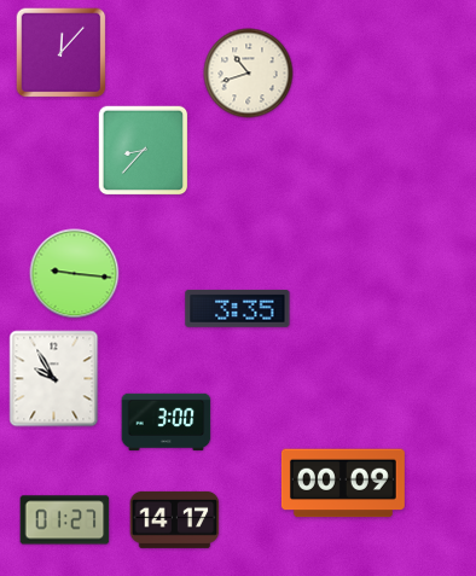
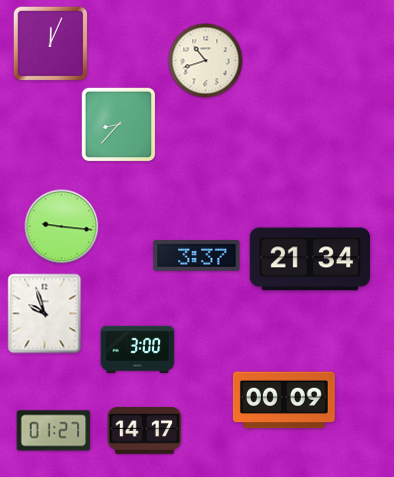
clock at (62, 53): 12:07 -> 12:04
clock at (238, 309): 3:35 -> 3:37
clock at (310, 259): none -> 21:34
clock at (54, 379): 9:55 -> 9:57
